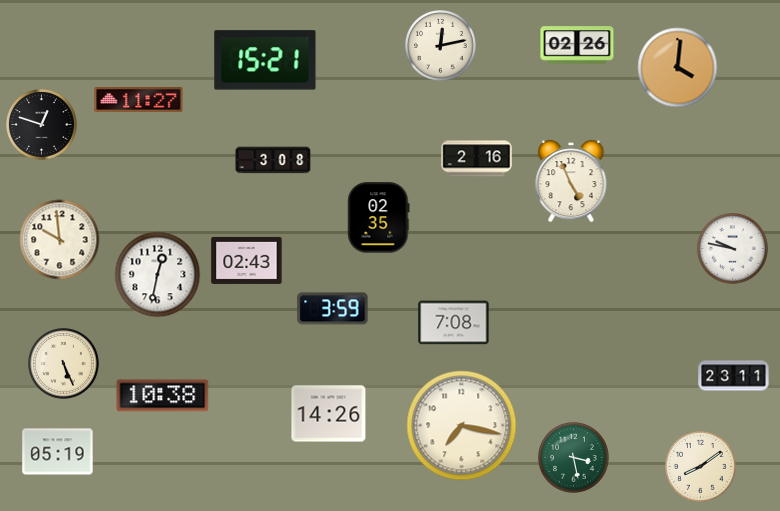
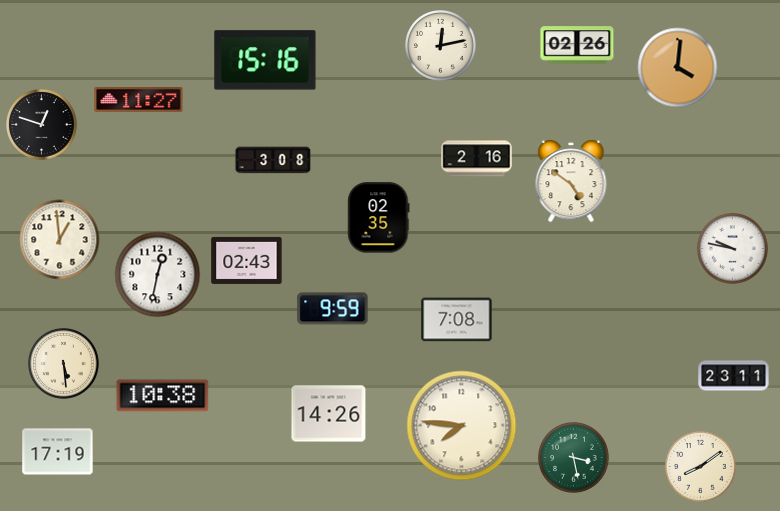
clock at (265, 60): 15:21 -> 15:16
clock at (571, 181): 4:56 -> 4:51
clock at (60, 240): 9:59 -> 12:59
clock at (333, 309): 3:59 -> 9:59
clock at (454, 323) position: (454, 323) -> (457, 320)
clock at (64, 364): 5:26 -> 5:29
clock at (462, 426): 7:17 -> 7:46
clock at (58, 452): 05:19 -> 17:19
